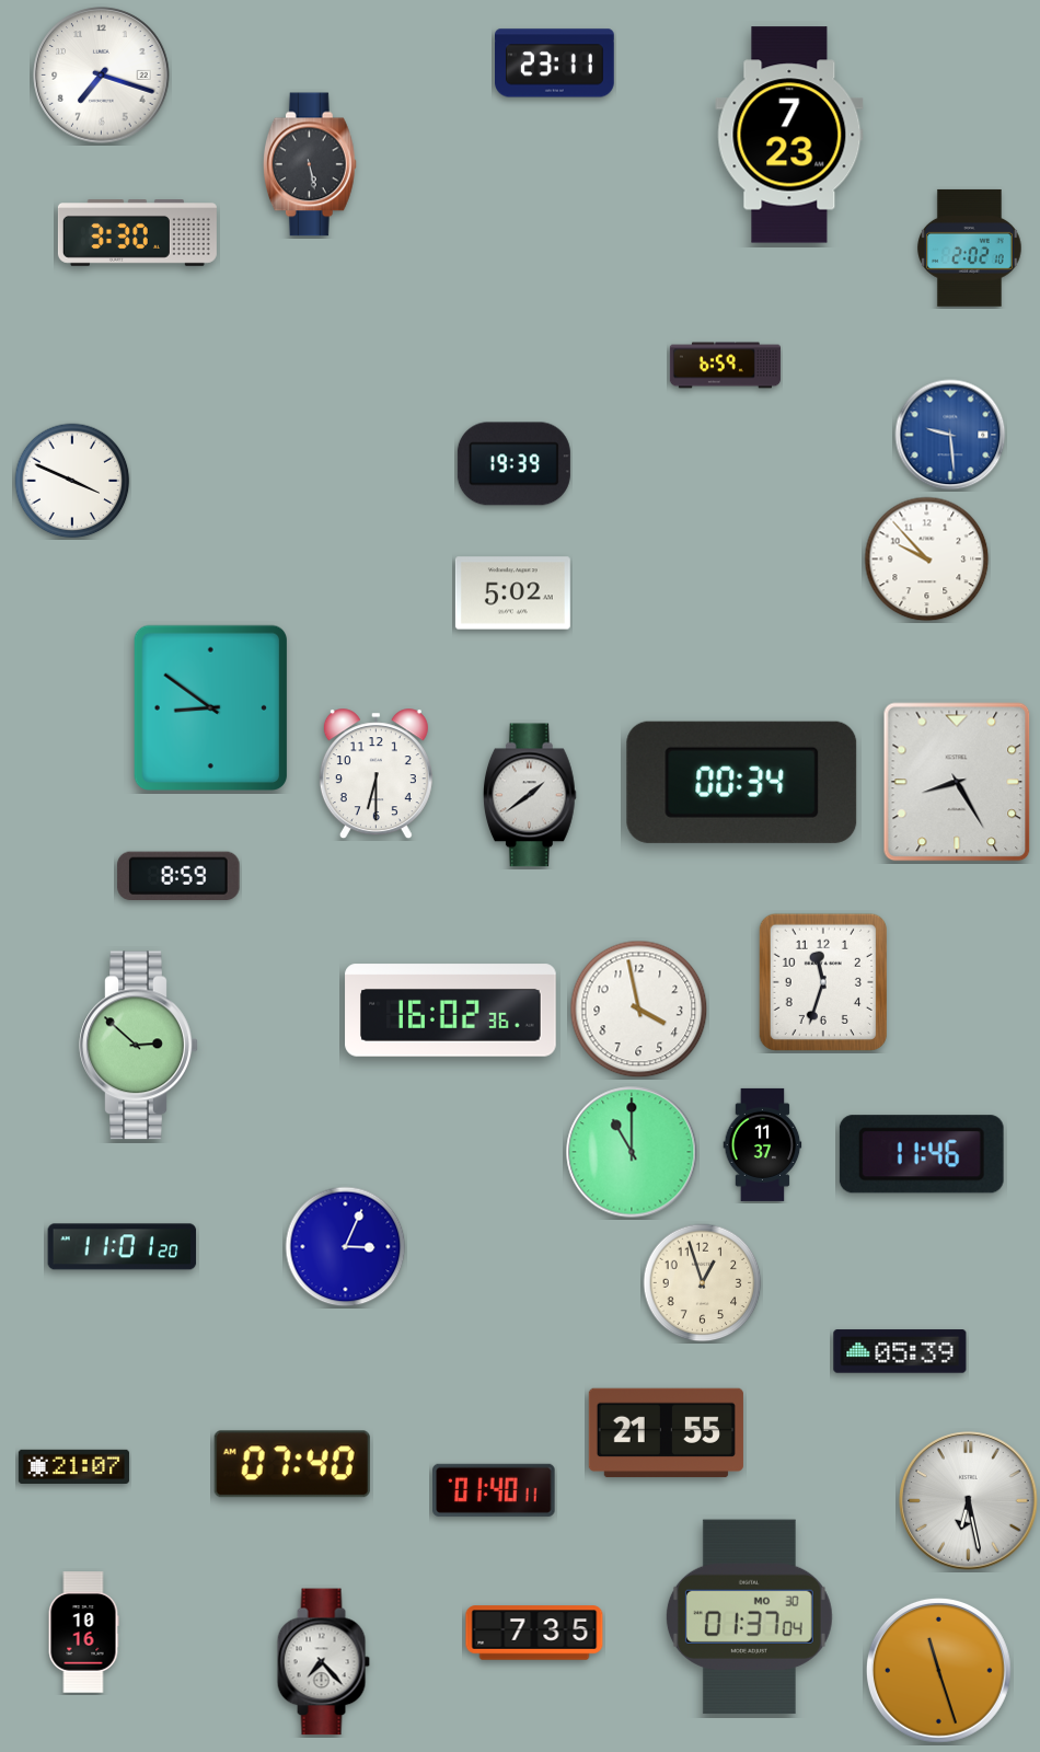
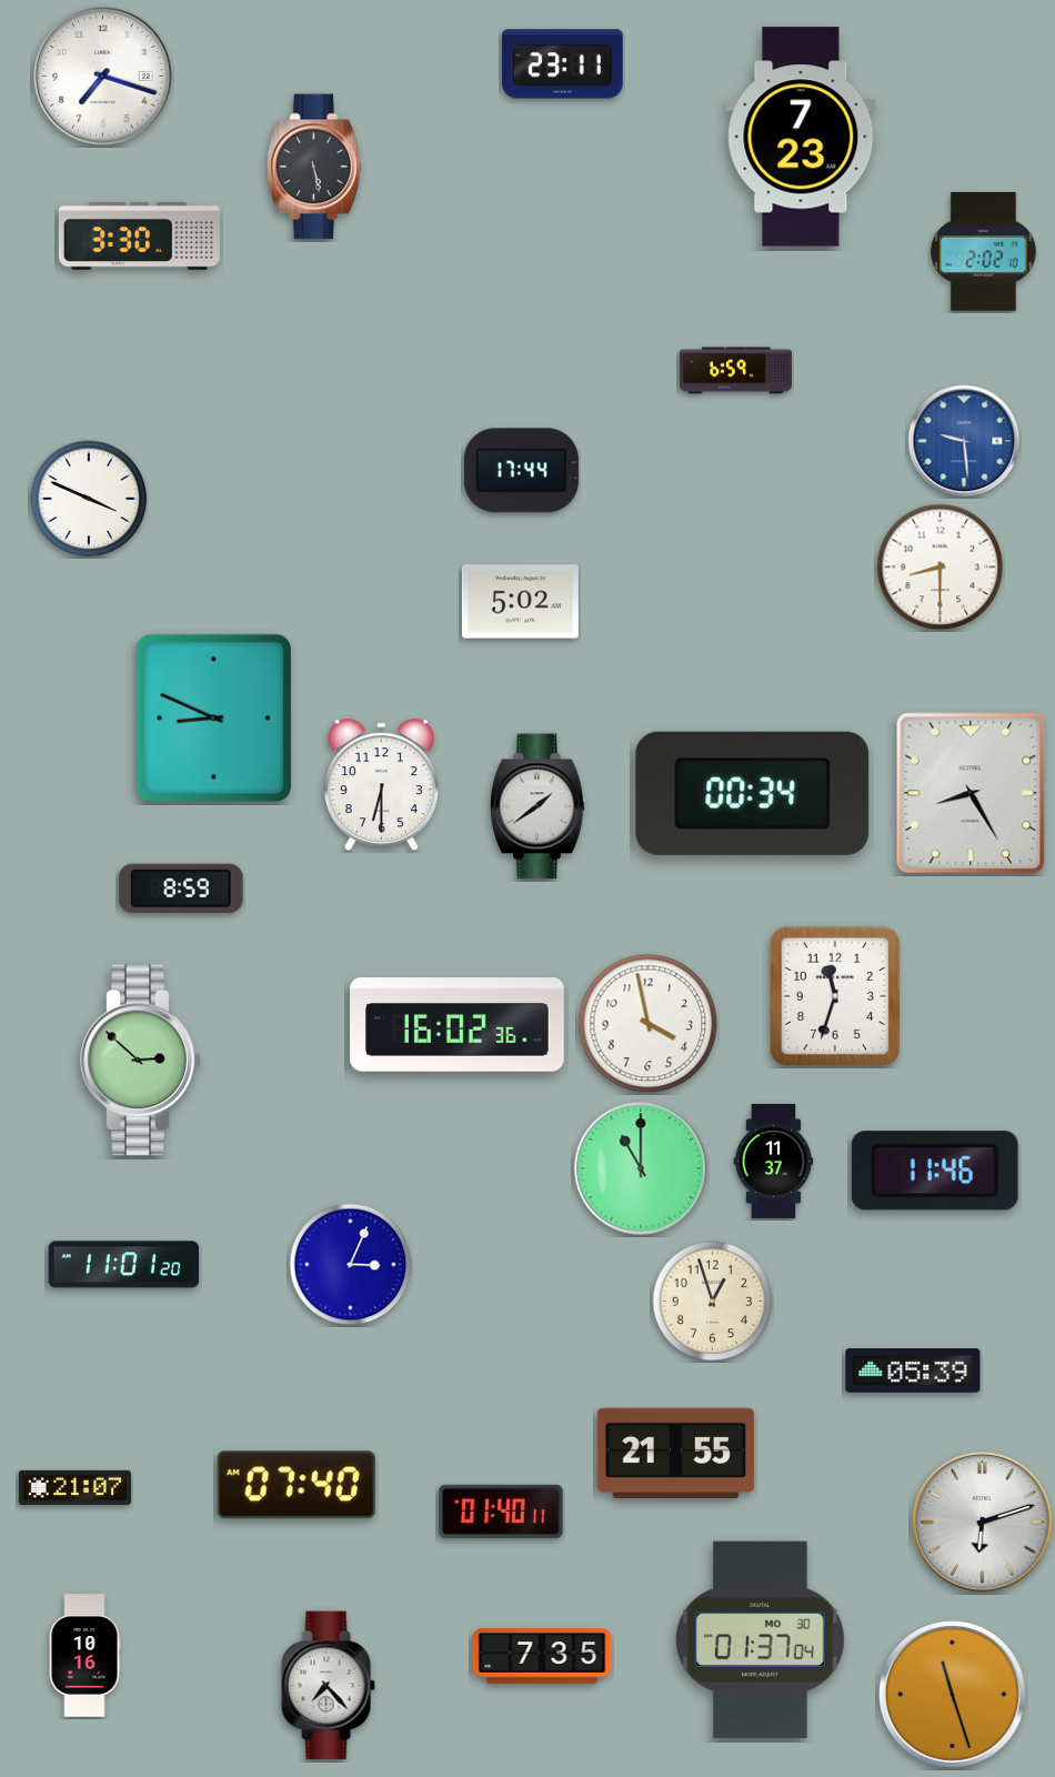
clock at (513, 464): 19:39 -> 17:44
clock at (72, 481) position: (72, 481) -> (89, 499)
clock at (927, 560): 9:53 -> 8:30
clock at (210, 708): 8:51 -> 8:49
clock at (969, 1501): 6:28 -> 6:12
